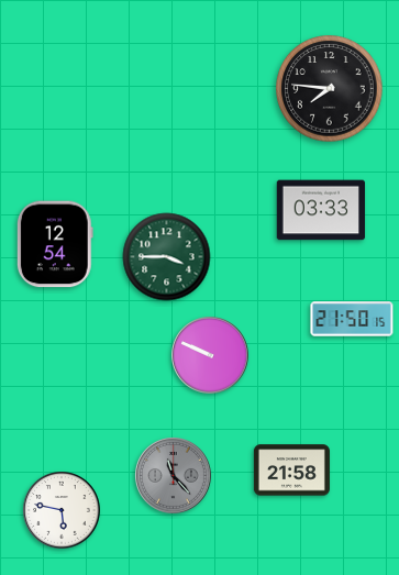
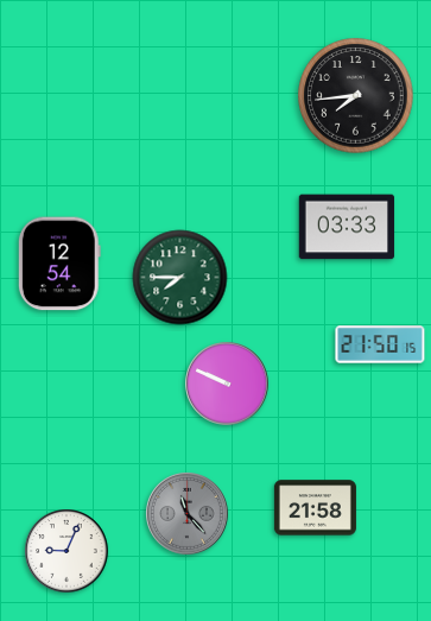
clock at (330, 89): 7:46 -> 7:44
clock at (167, 257): 3:45 -> 7:45
clock at (62, 510): 5:47 -> 9:04
